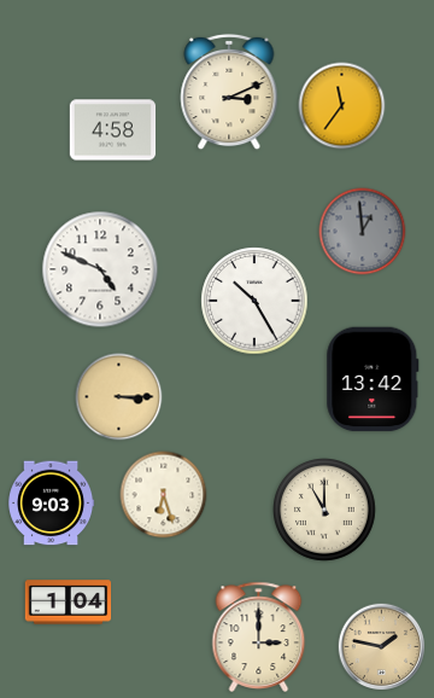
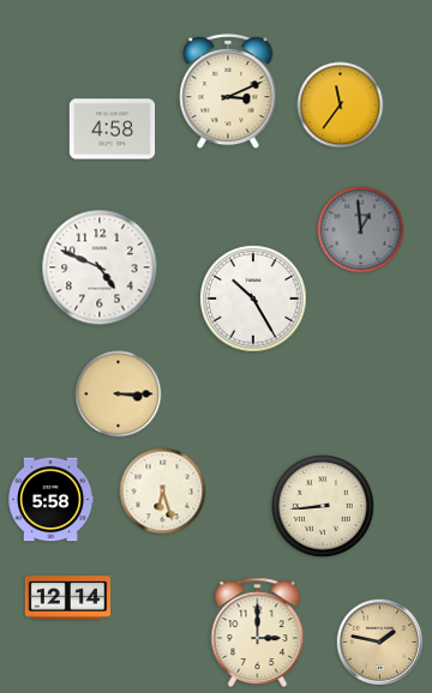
clock at (373, 379): 13:42 -> none
clock at (52, 504): 9:03 -> 5:58
clock at (325, 511): 11:00 -> 8:44
clock at (69, 603): 1:04 -> 12:14
